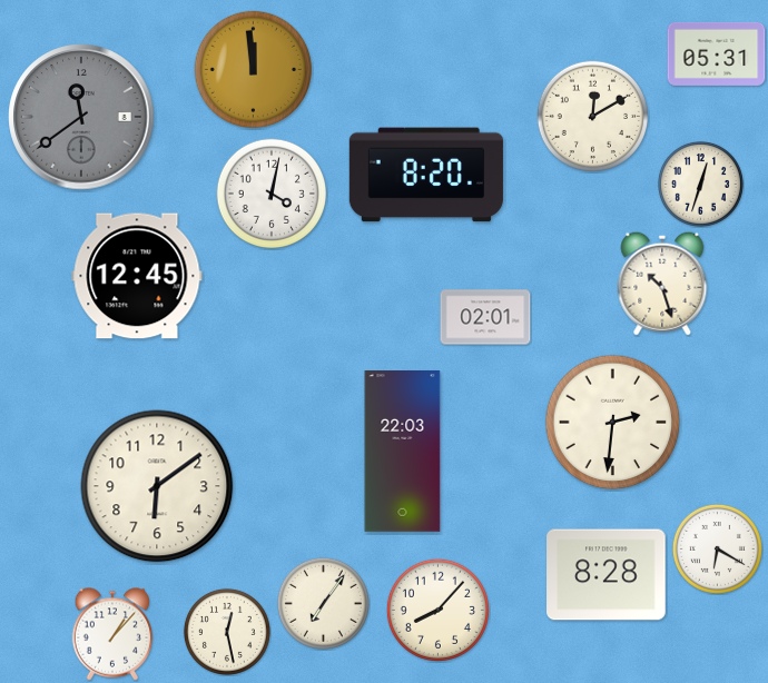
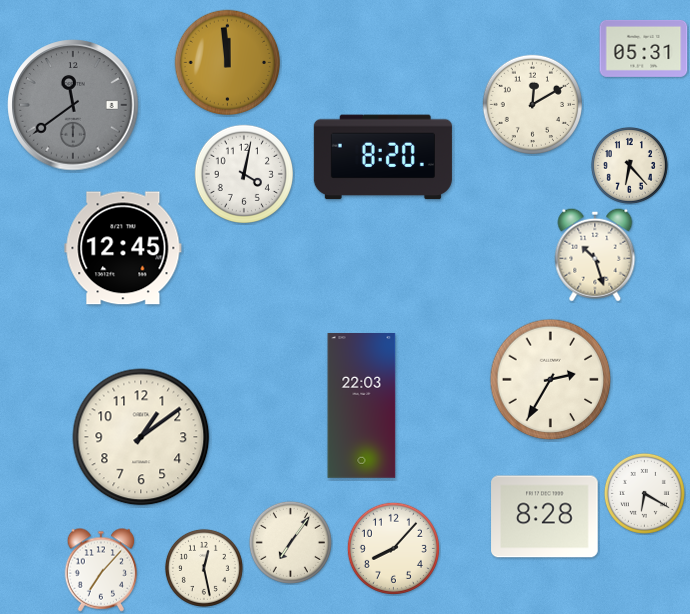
clock at (700, 184): 12:33 -> 6:23
clock at (485, 317): 02:01 -> none
clock at (613, 423): 2:31 -> 2:35
clock at (157, 486): 6:09 -> 1:09
clock at (112, 634): 1:07 -> 7:07
